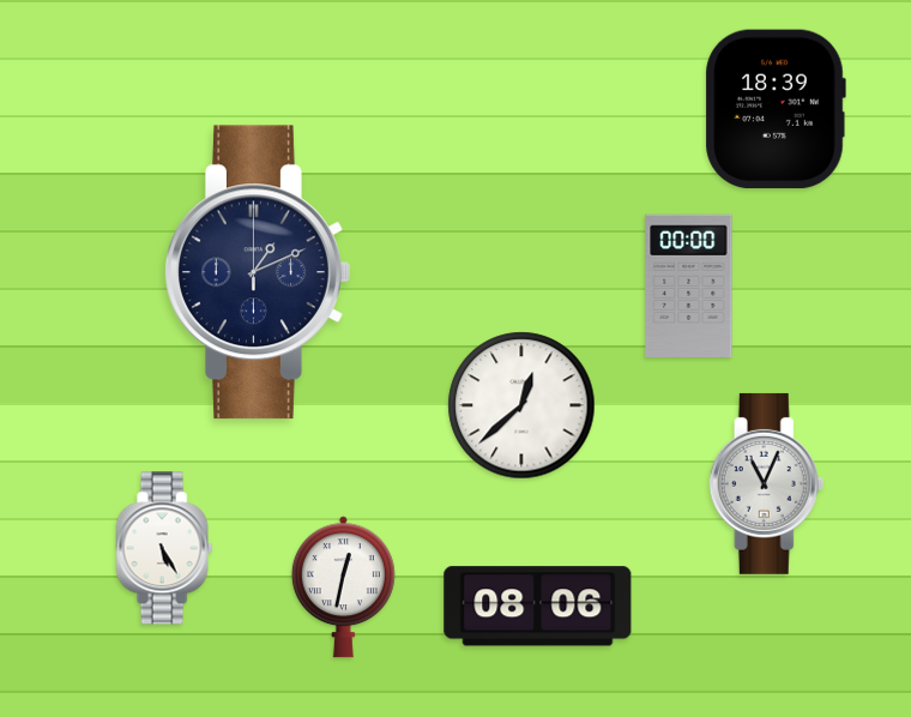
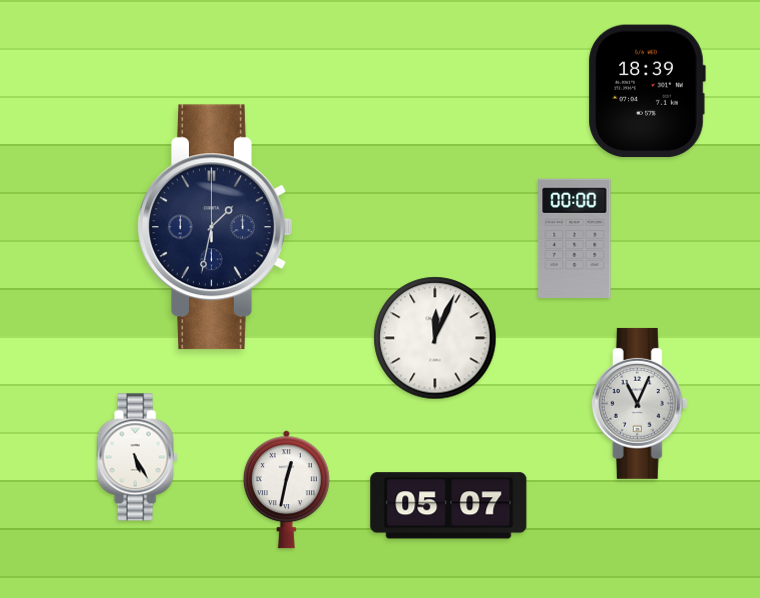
clock at (258, 272): 1:11 -> 1:32
clock at (521, 405): 12:38 -> 12:04
clock at (538, 607): 08:06 -> 05:07
